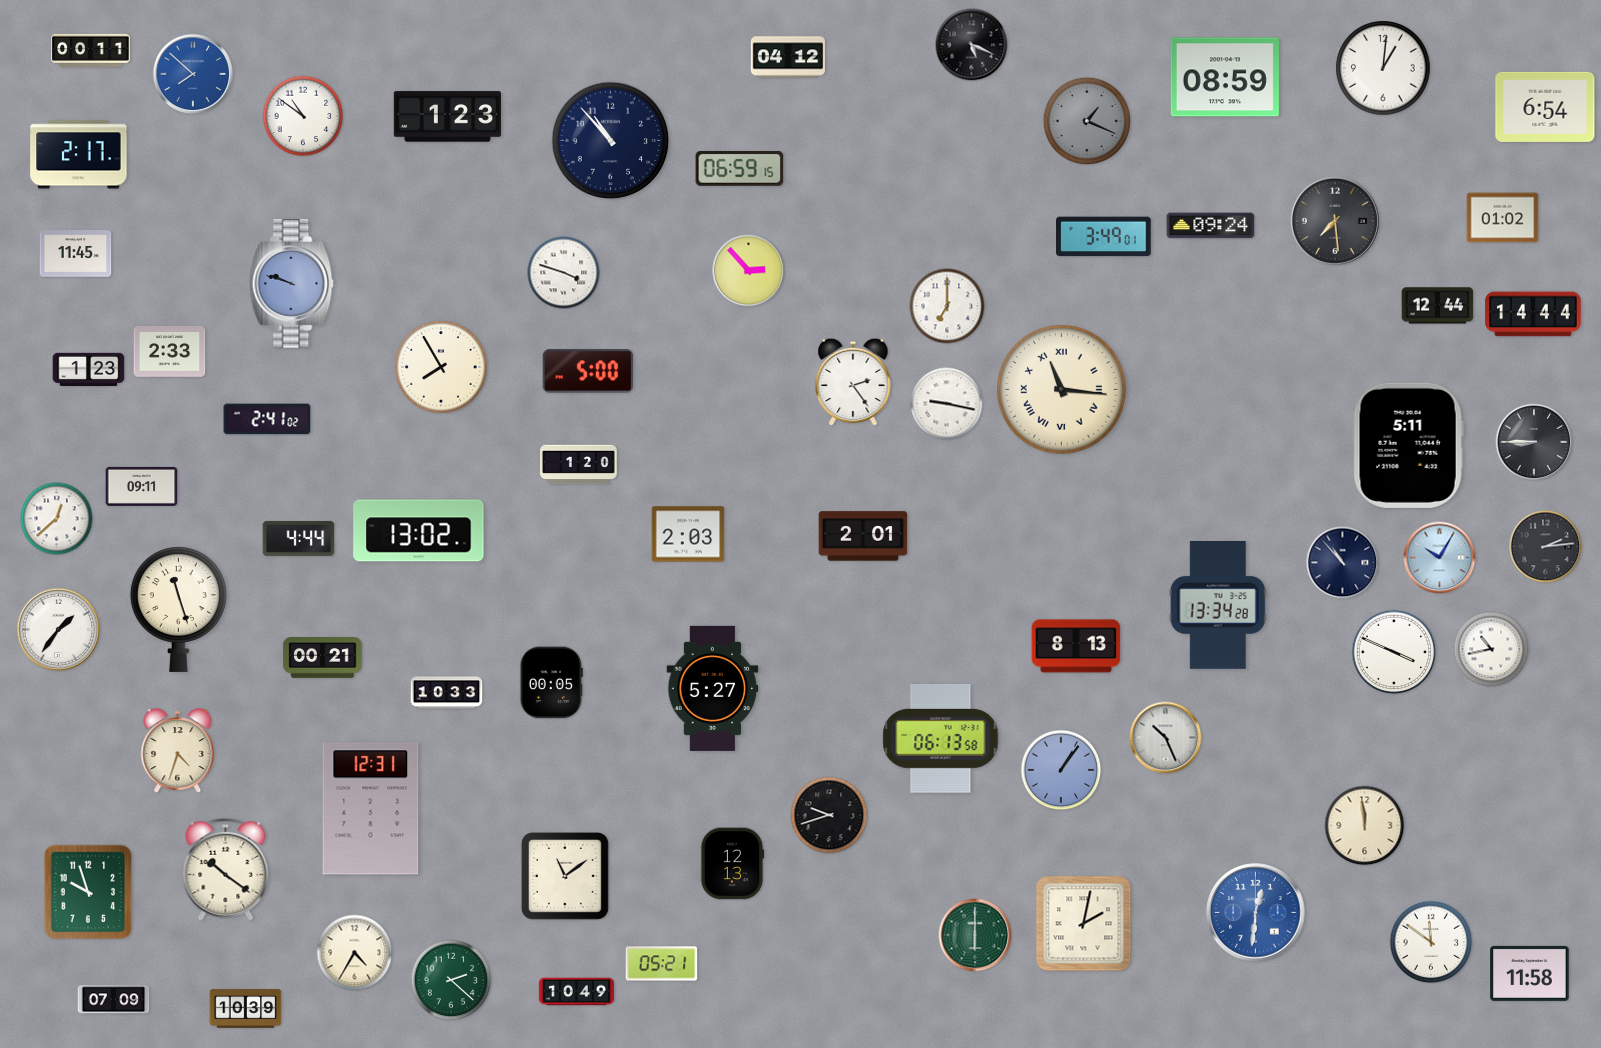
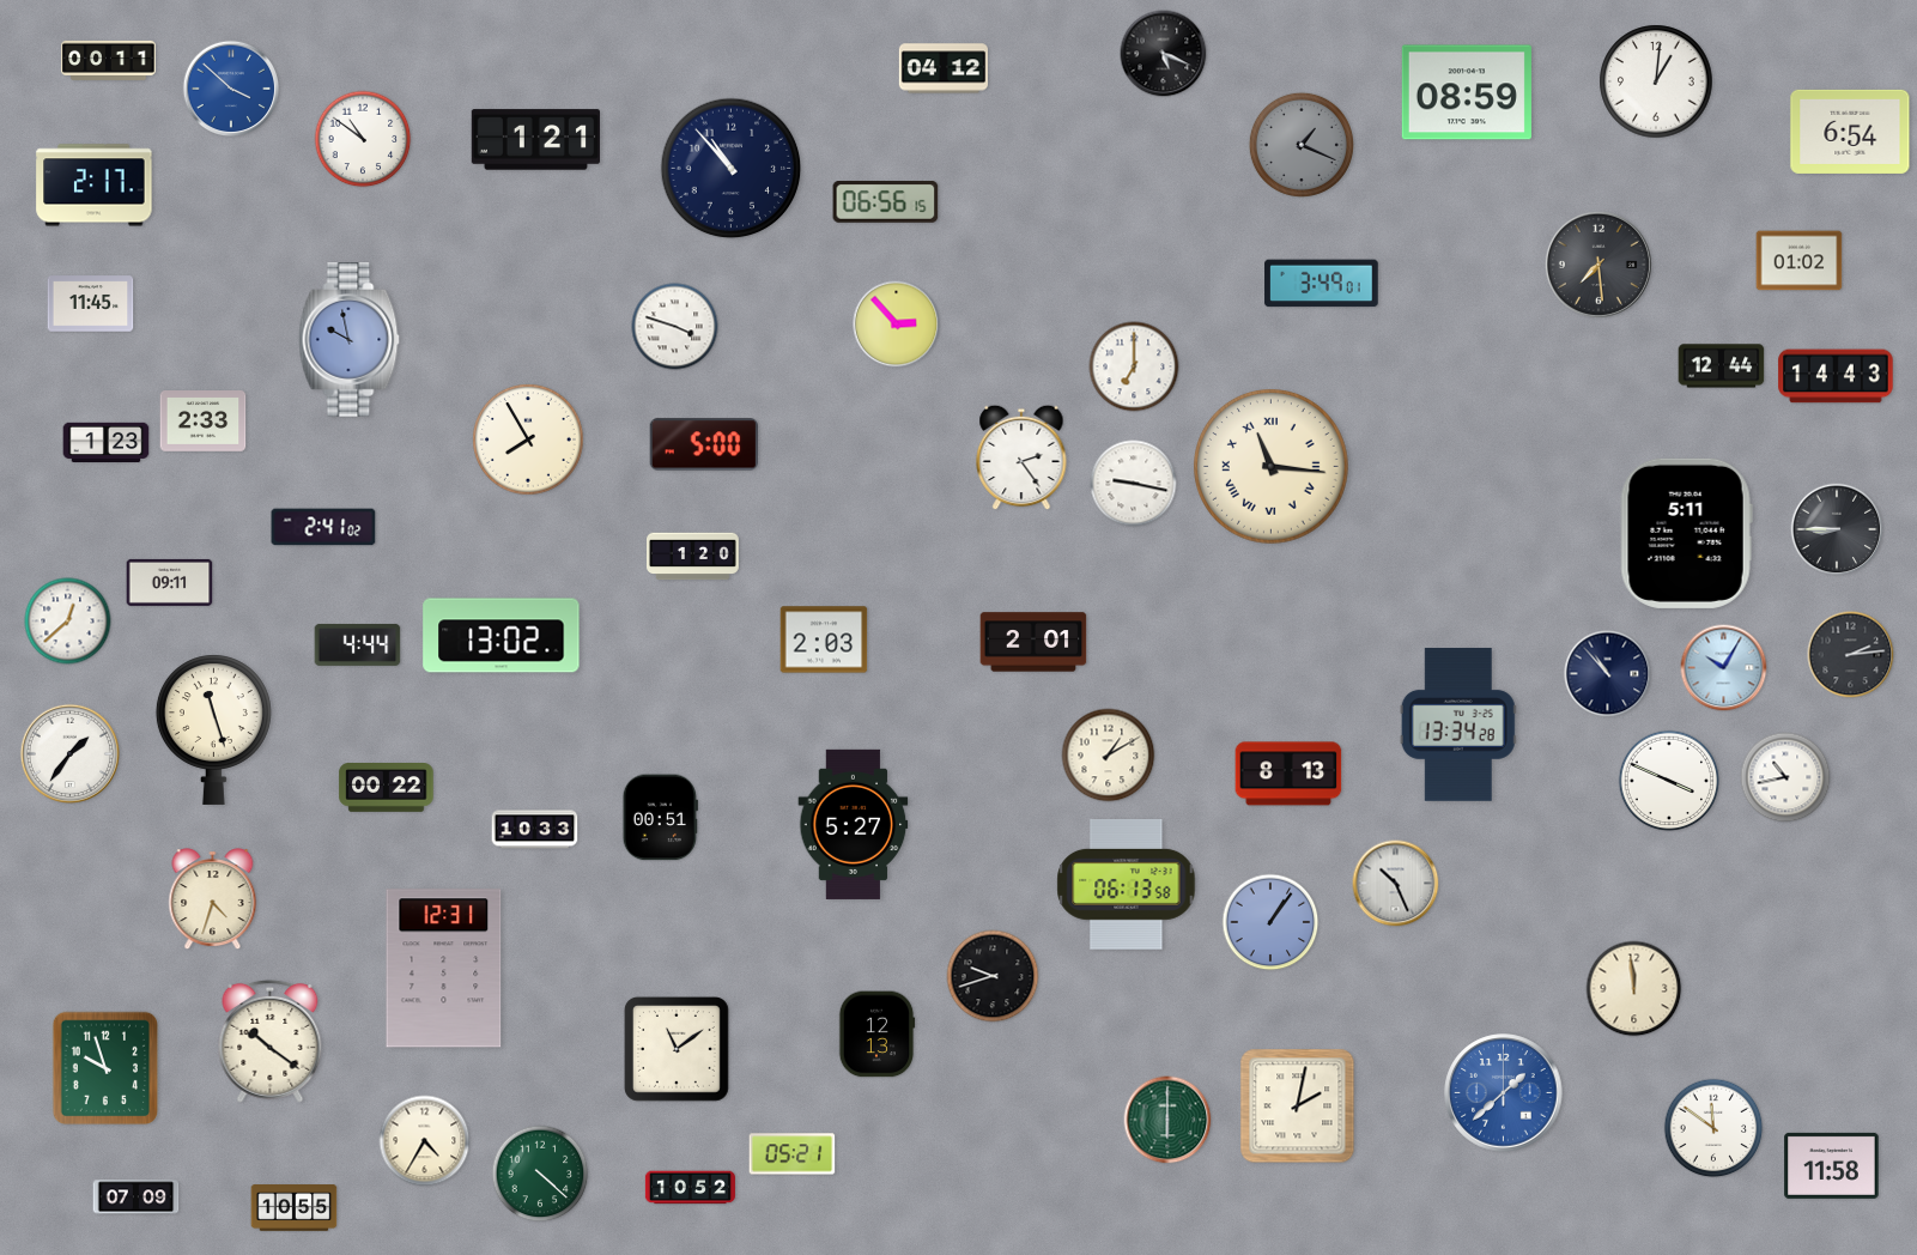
clock at (193, 74): 7:52 -> 3:52
clock at (1545, 107) position: (1545, 107) -> (1850, 132)
clock at (447, 117): 1:23 -> 1:21
clock at (740, 169): 06:59 -> 06:56
clock at (1211, 226): 09:24 -> none
clock at (292, 284): 9:48 -> 9:58
clock at (1533, 314): 14:44 -> 14:43
clock at (267, 419) position: (267, 419) -> (323, 527)
clock at (1109, 756): none -> 1:10
clock at (323, 658): 00:21 -> 00:22
clock at (551, 683): 00:05 -> 00:51
clock at (1256, 913): 12:31 -> 1:38
clock at (451, 980): 2:22 -> 4:22
clock at (576, 992): 10:49 -> 10:52
clock at (246, 1009): 10:39 -> 10:55
